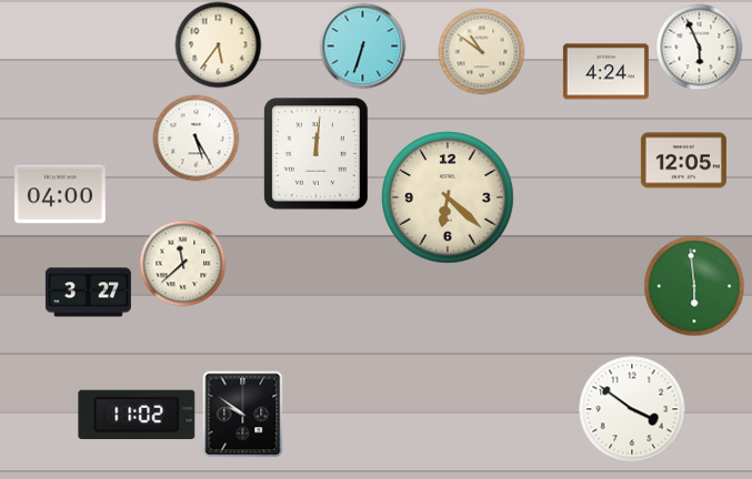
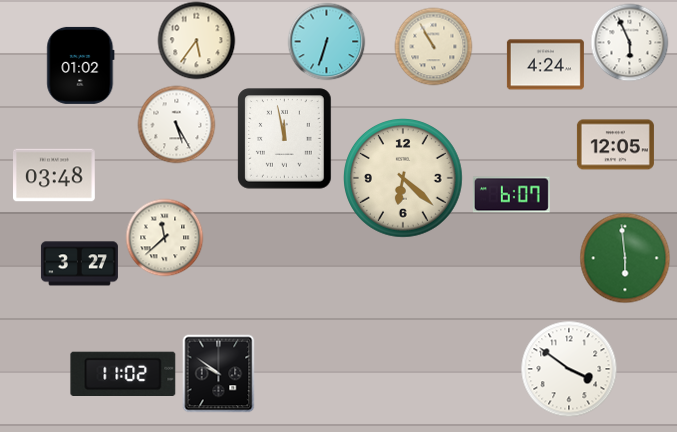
clock at (481, 51): 10:51 -> 10:55
clock at (81, 65): none -> 01:02
clock at (317, 154): 12:01 -> 11:58
clock at (61, 194): 04:00 -> 03:48
clock at (511, 195): none -> 6:07
